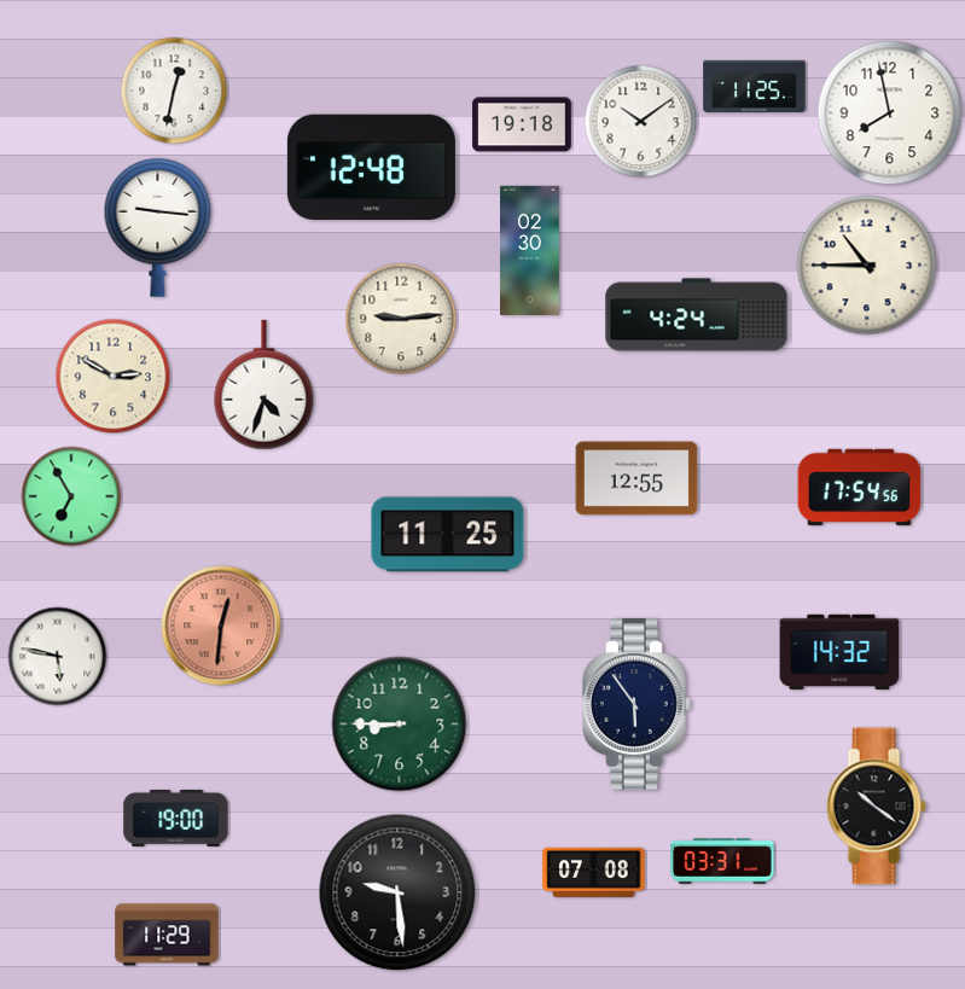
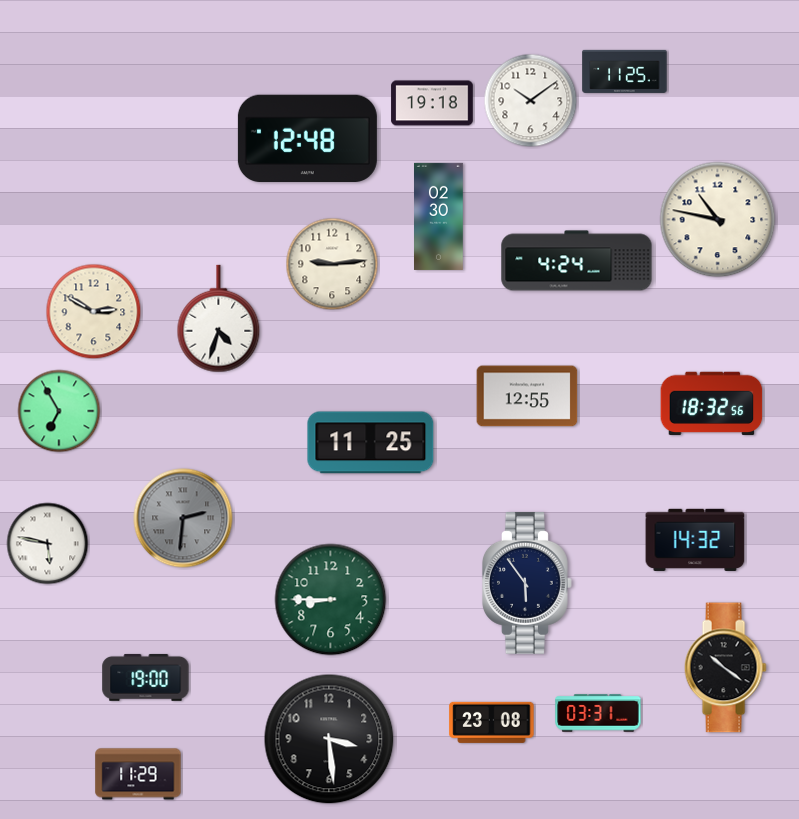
clock at (174, 91): 12:32 -> none
clock at (890, 114): 7:58 -> none
clock at (158, 227): 9:16 -> none
clock at (530, 250) position: (530, 250) -> (439, 216)
clock at (867, 266): 10:45 -> 10:47
clock at (860, 488): 17:54 -> 18:32
clock at (221, 626): 12:31 -> 2:31
clock at (221, 626) dial: salmon -> grey
clock at (594, 872): 07:08 -> 23:08
clock at (397, 892): 9:29 -> 3:29
